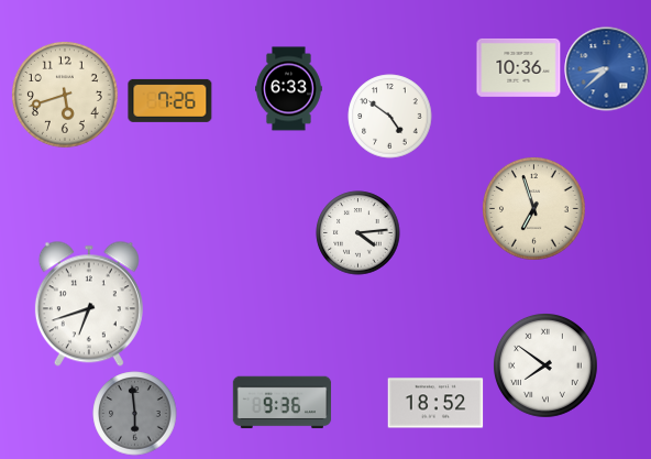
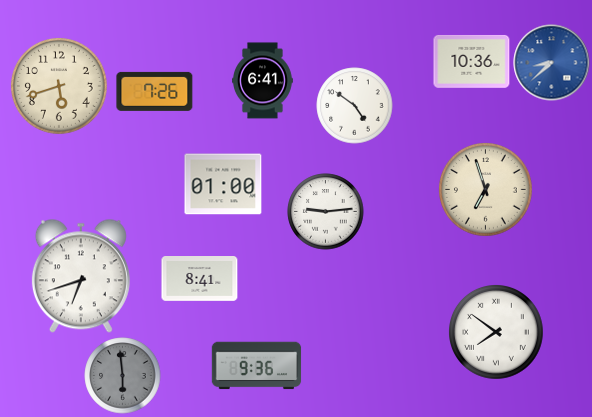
clock at (289, 89): 6:33 -> 6:41
clock at (223, 184): none -> 01:00
clock at (358, 233): 4:14 -> 9:14
clock at (200, 279): none -> 8:41
clock at (435, 403): 18:52 -> none
